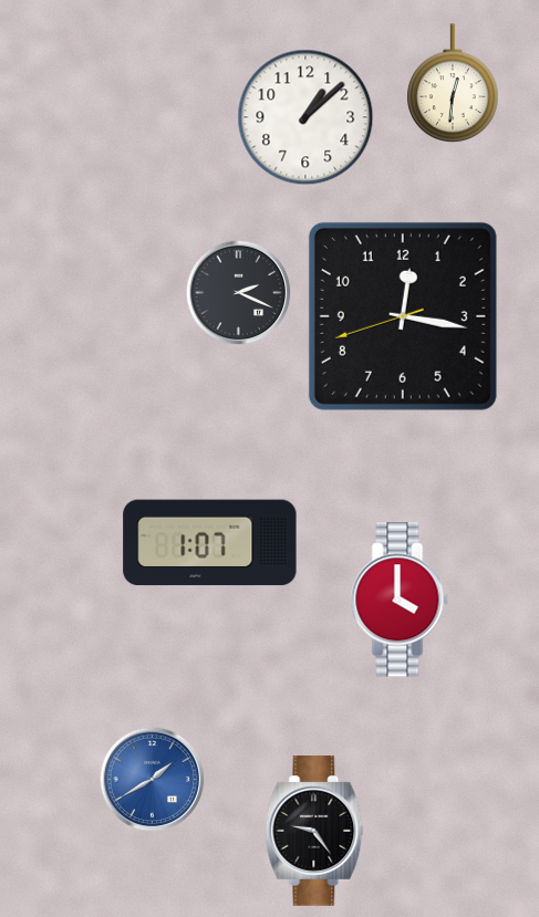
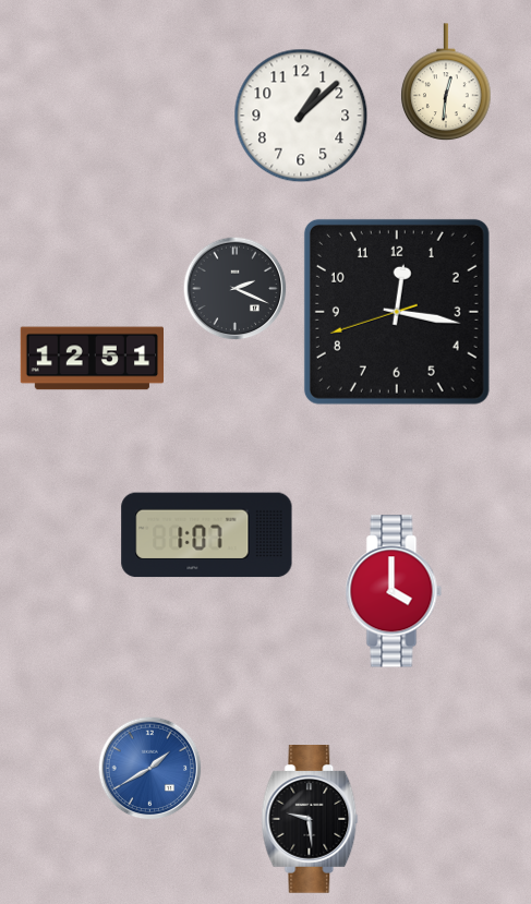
clock at (92, 359): none -> 12:51
clock at (314, 832): 9:24 -> 9:29
